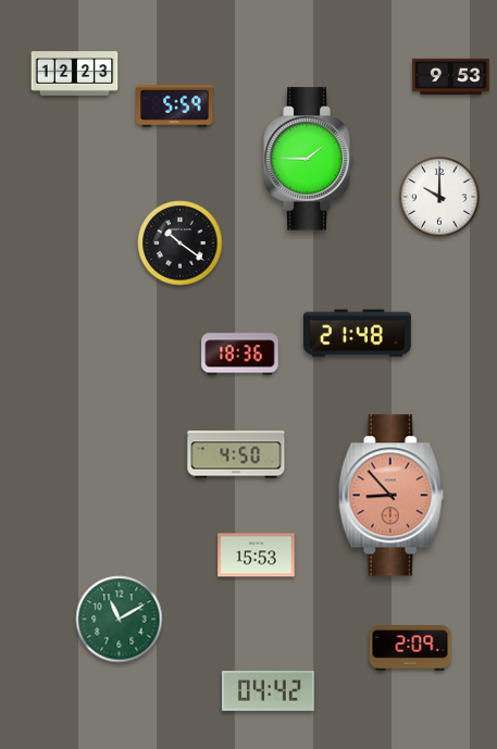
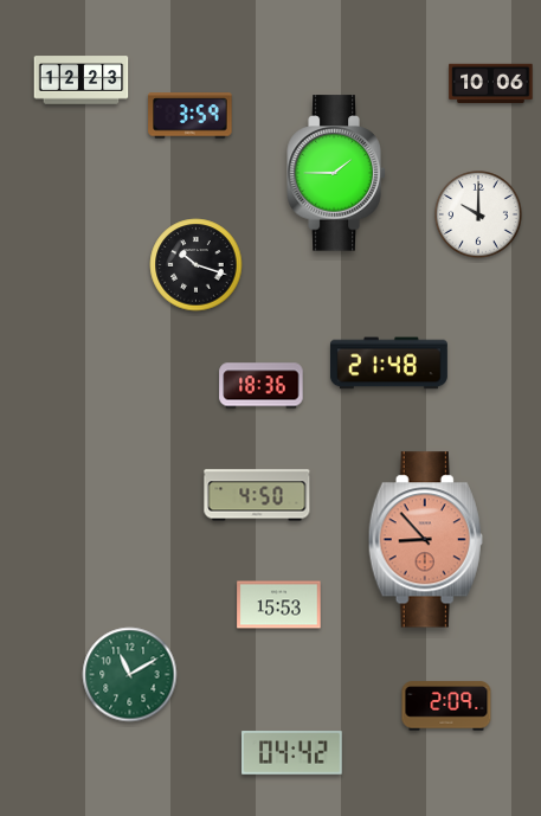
clock at (451, 77): 9:53 -> 10:06
clock at (175, 107): 5:59 -> 3:59
clock at (181, 244): 10:21 -> 10:18
